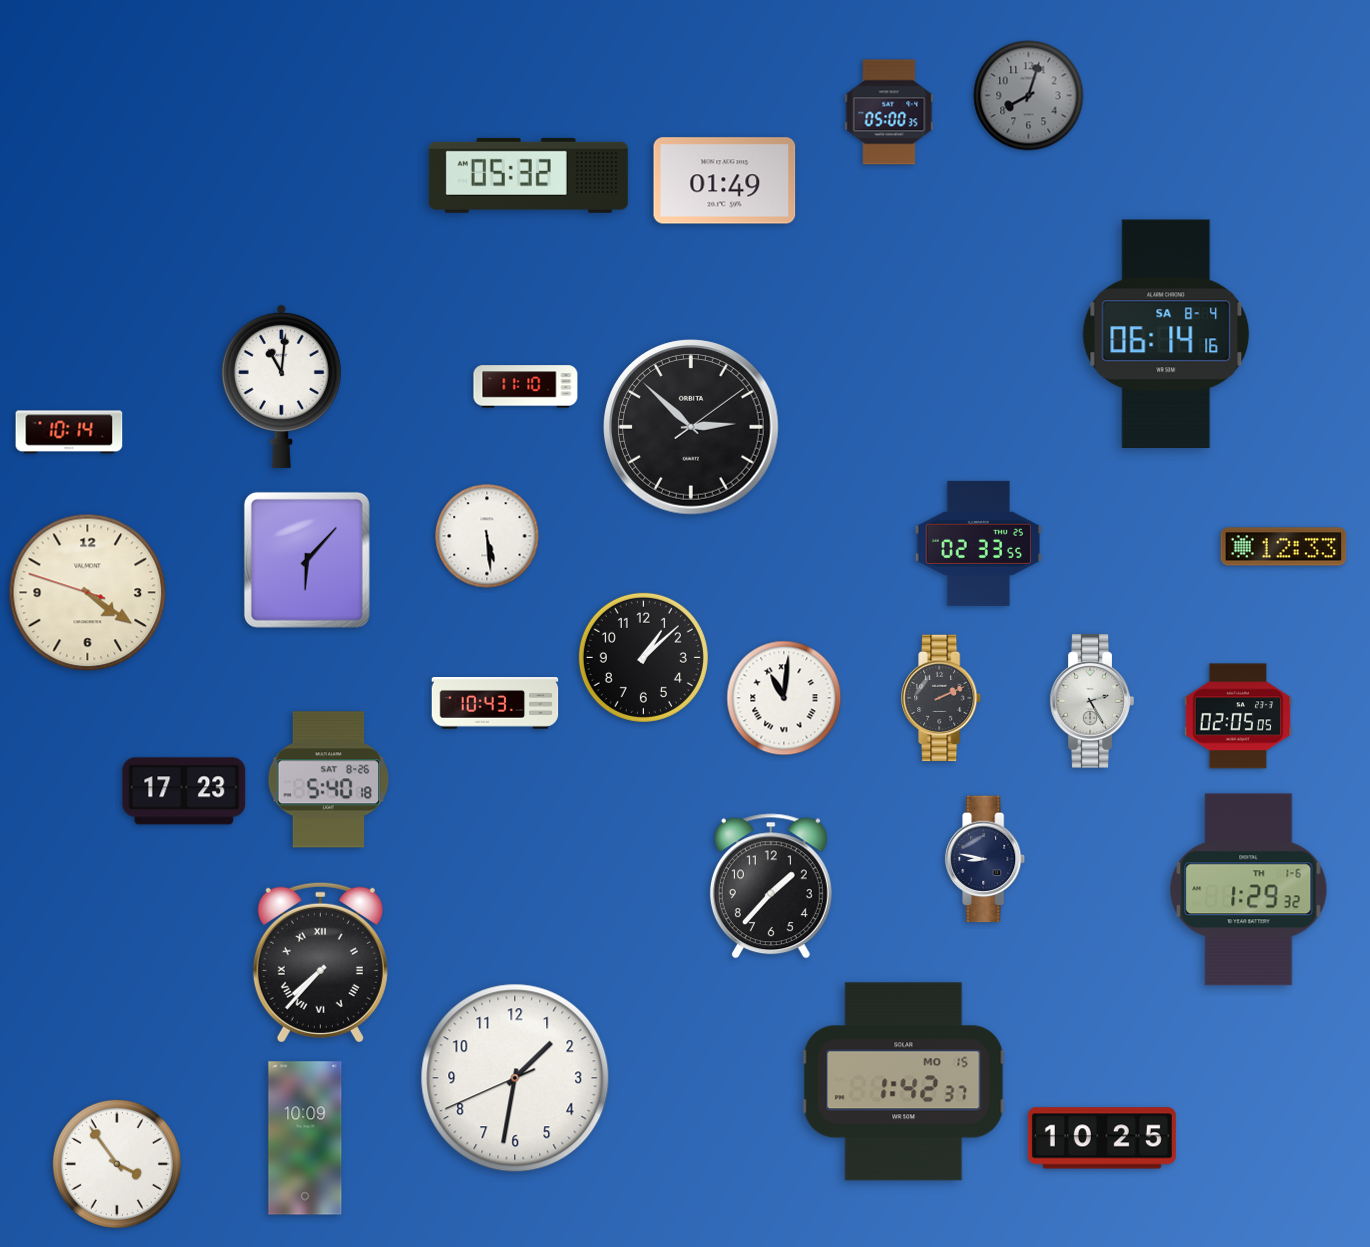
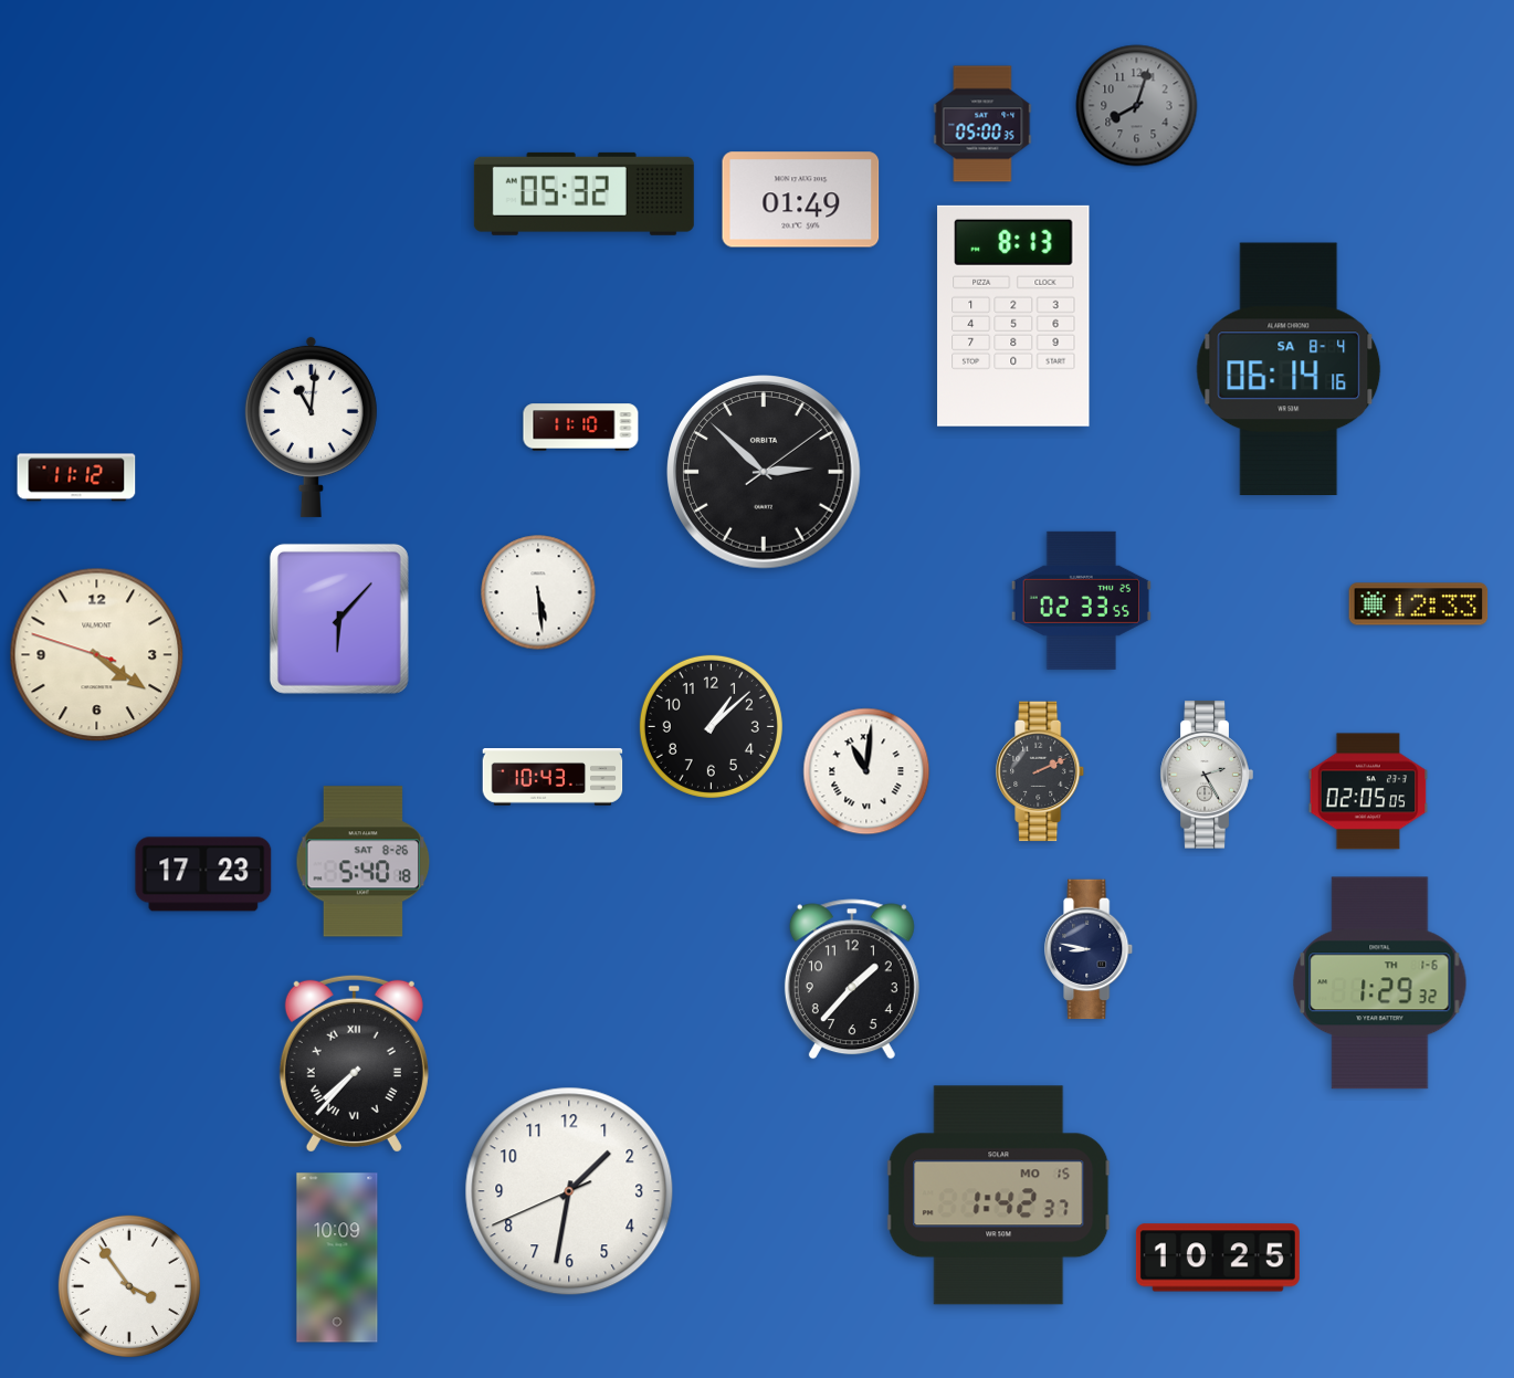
clock at (1013, 316): none -> 8:13
clock at (69, 432): 10:14 -> 11:12
clock at (495, 703) position: (495, 703) -> (553, 777)
